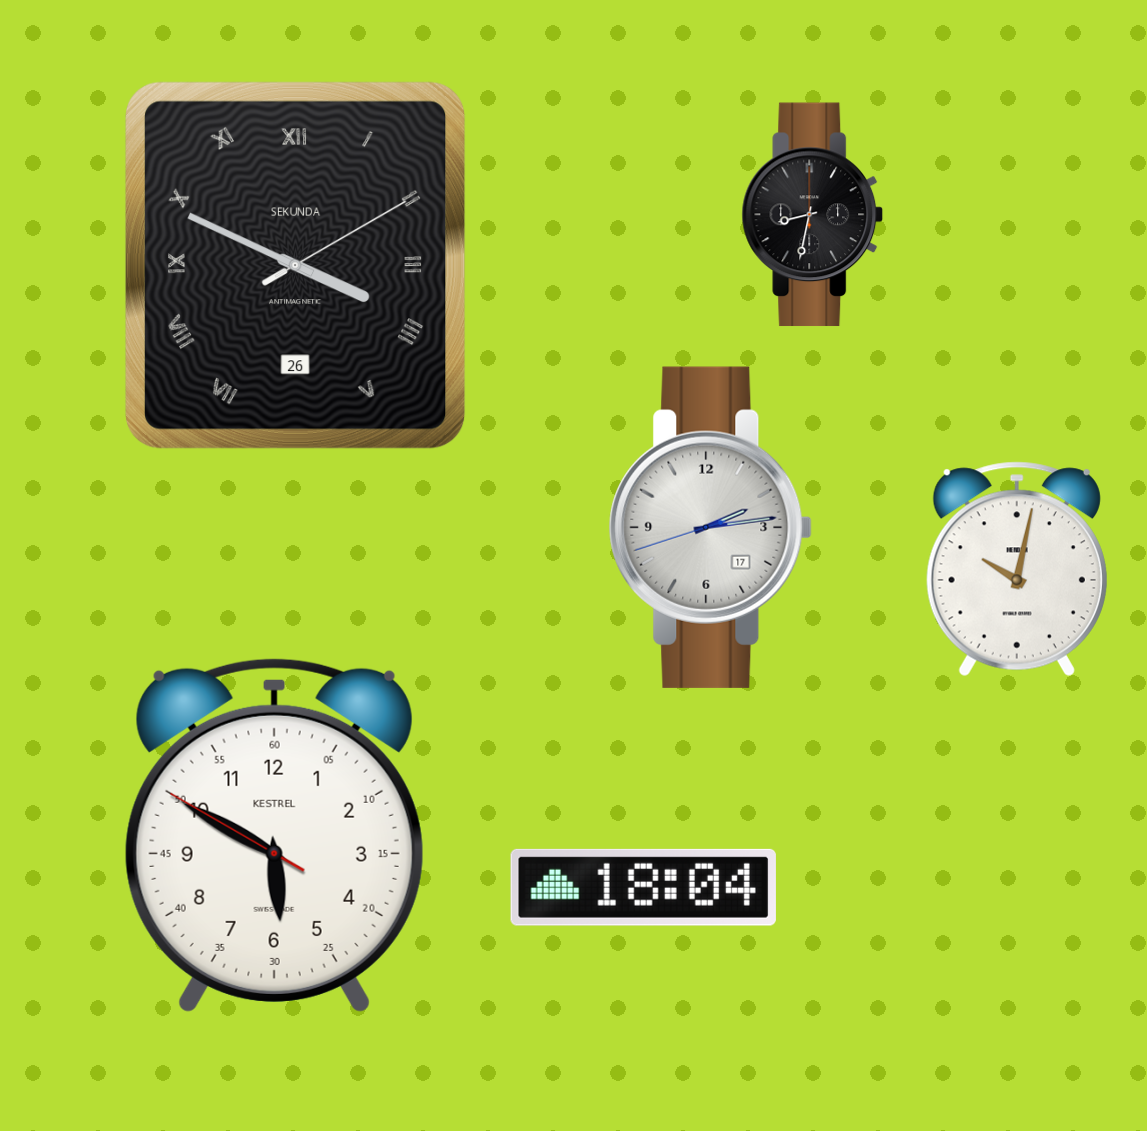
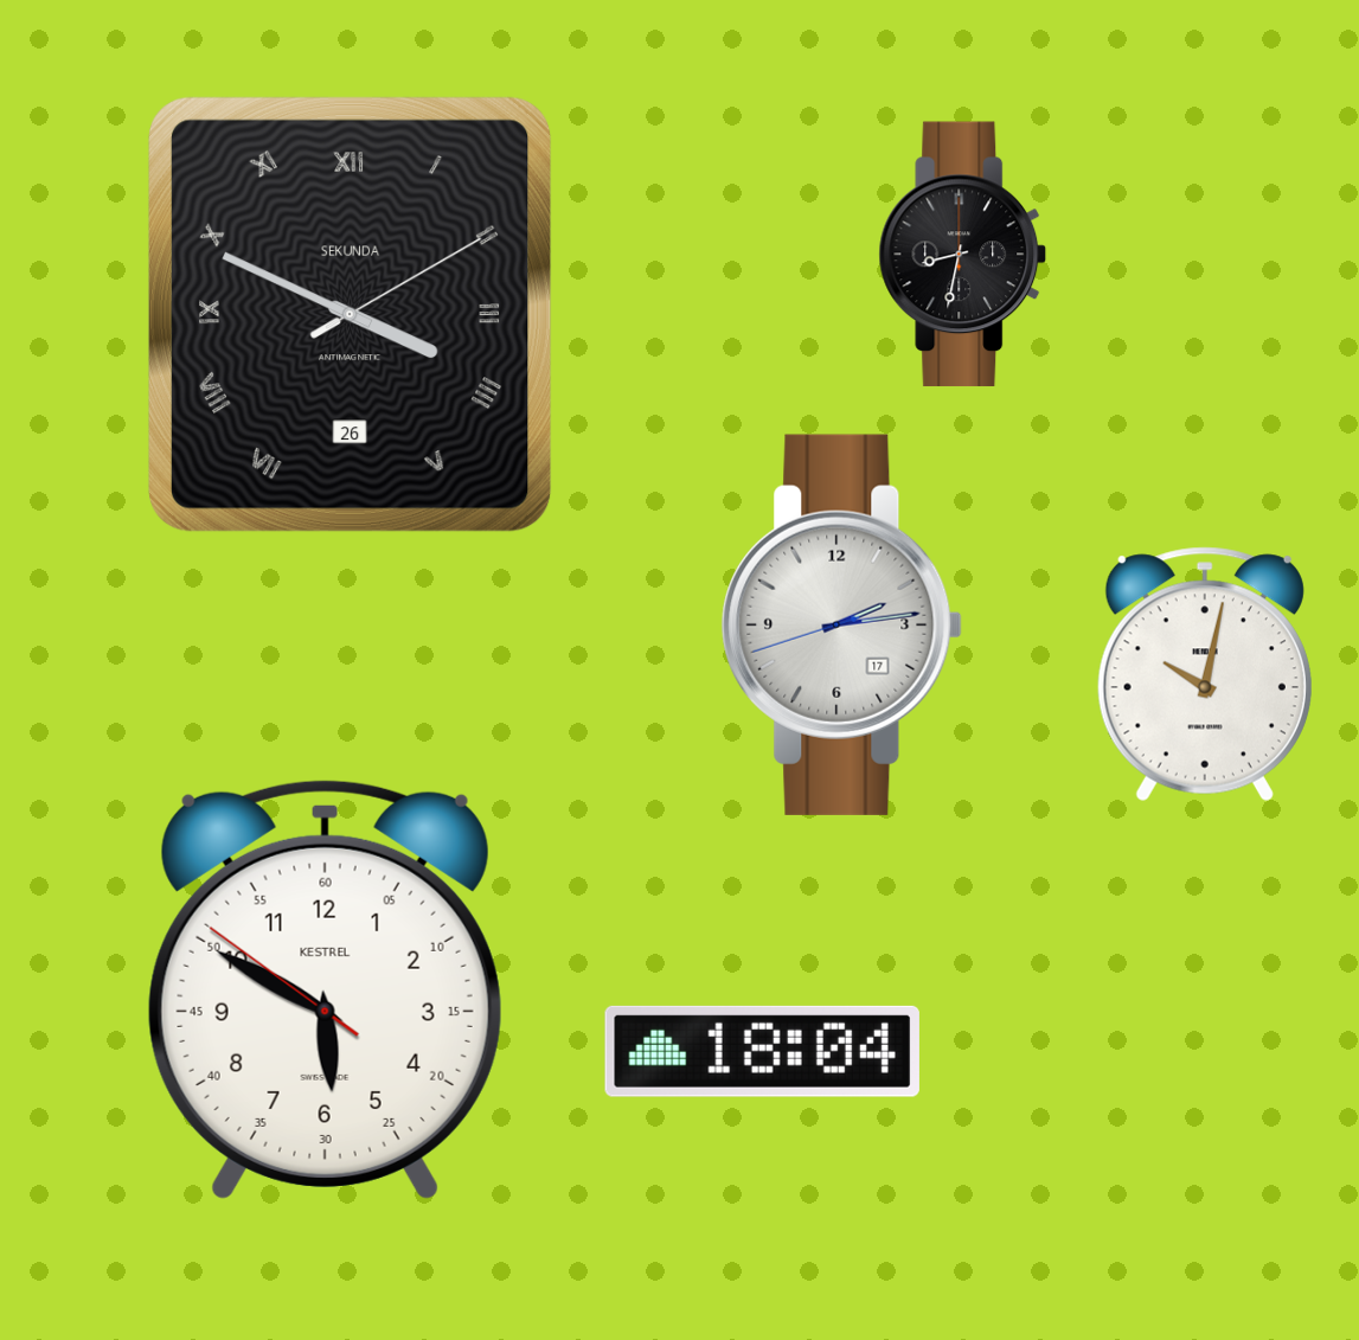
clock at (274, 835): 5:49:50 -> 5:49:51
